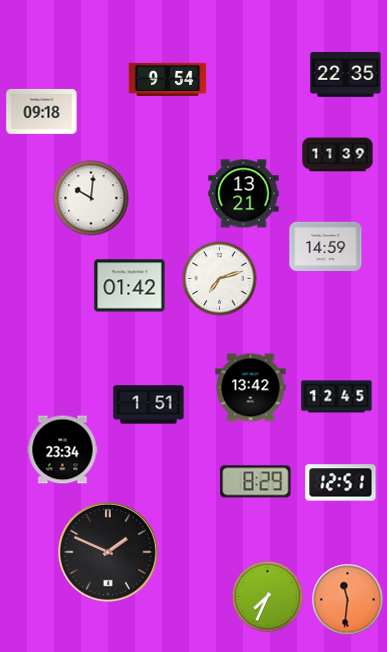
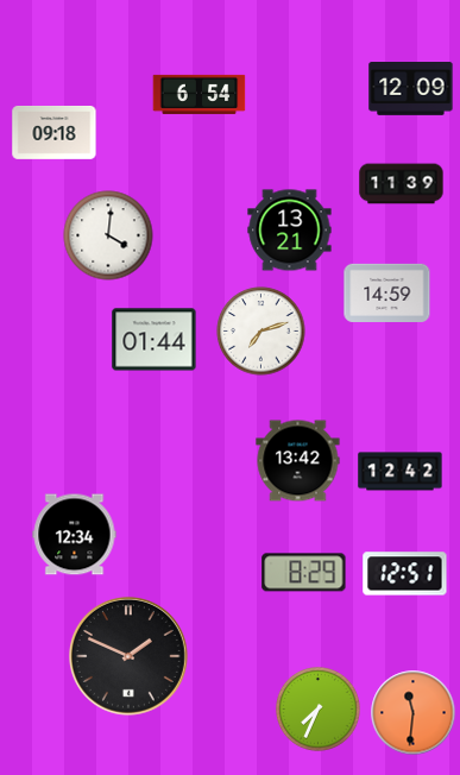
clock at (346, 75): 22:35 -> 12:09
clock at (168, 79): 9:54 -> 6:54
clock at (42, 111) position: (42, 111) -> (55, 132)
clock at (91, 198): 10:01 -> 4:01
clock at (130, 286): 01:42 -> 01:44
clock at (337, 397): 12:45 -> 12:42
clock at (149, 405): 1:51 -> none
clock at (63, 450): 23:34 -> 12:34
